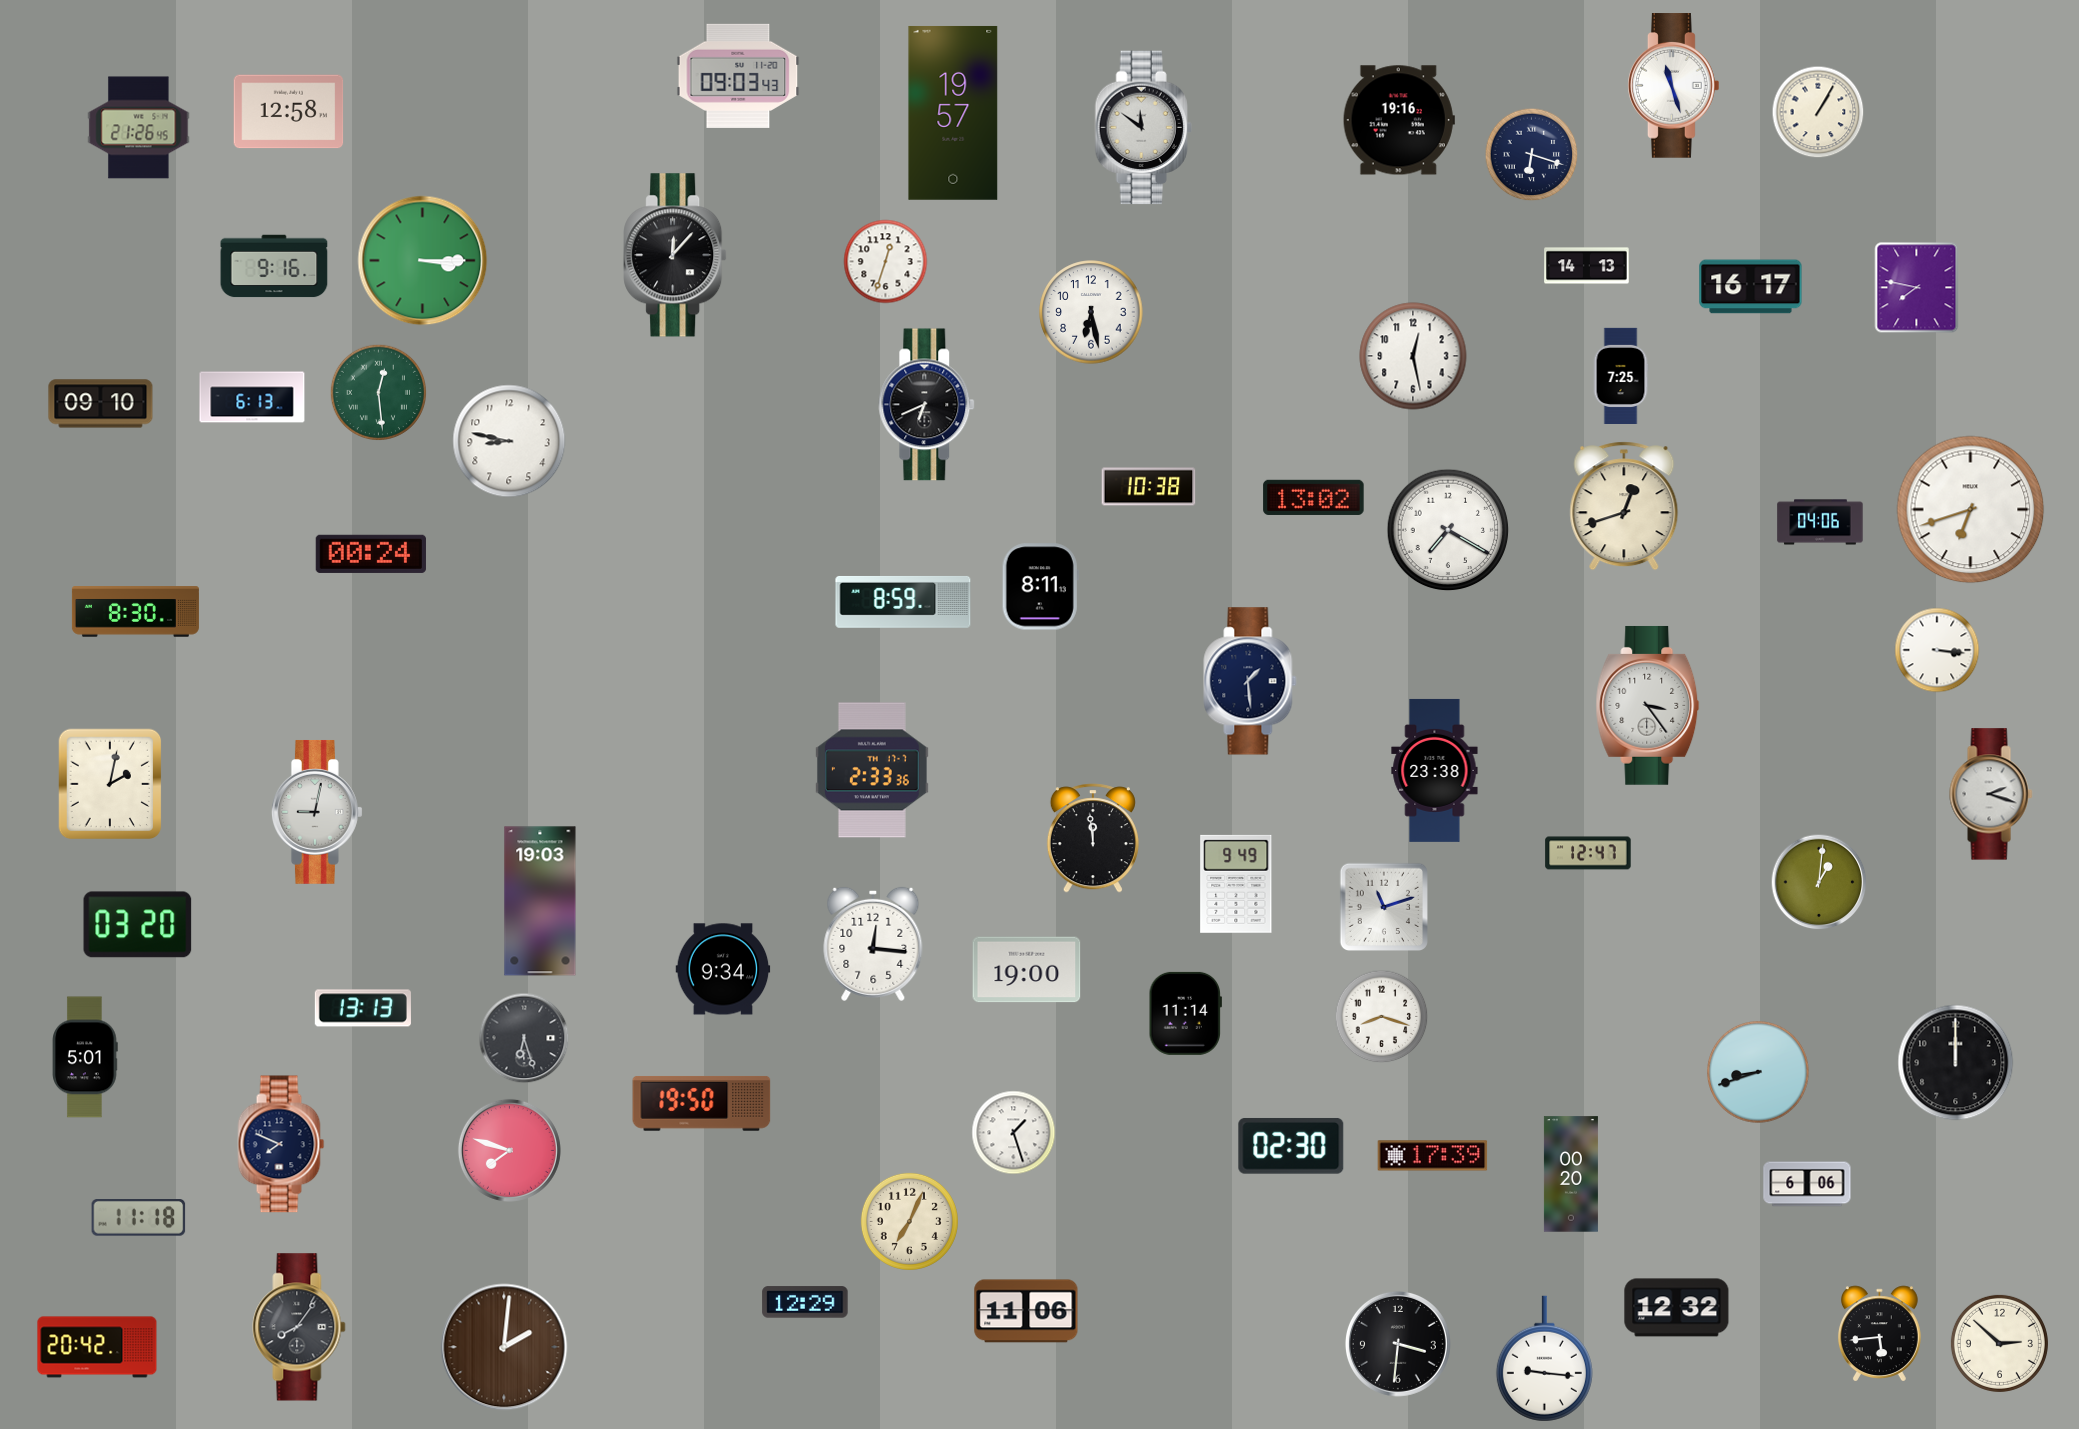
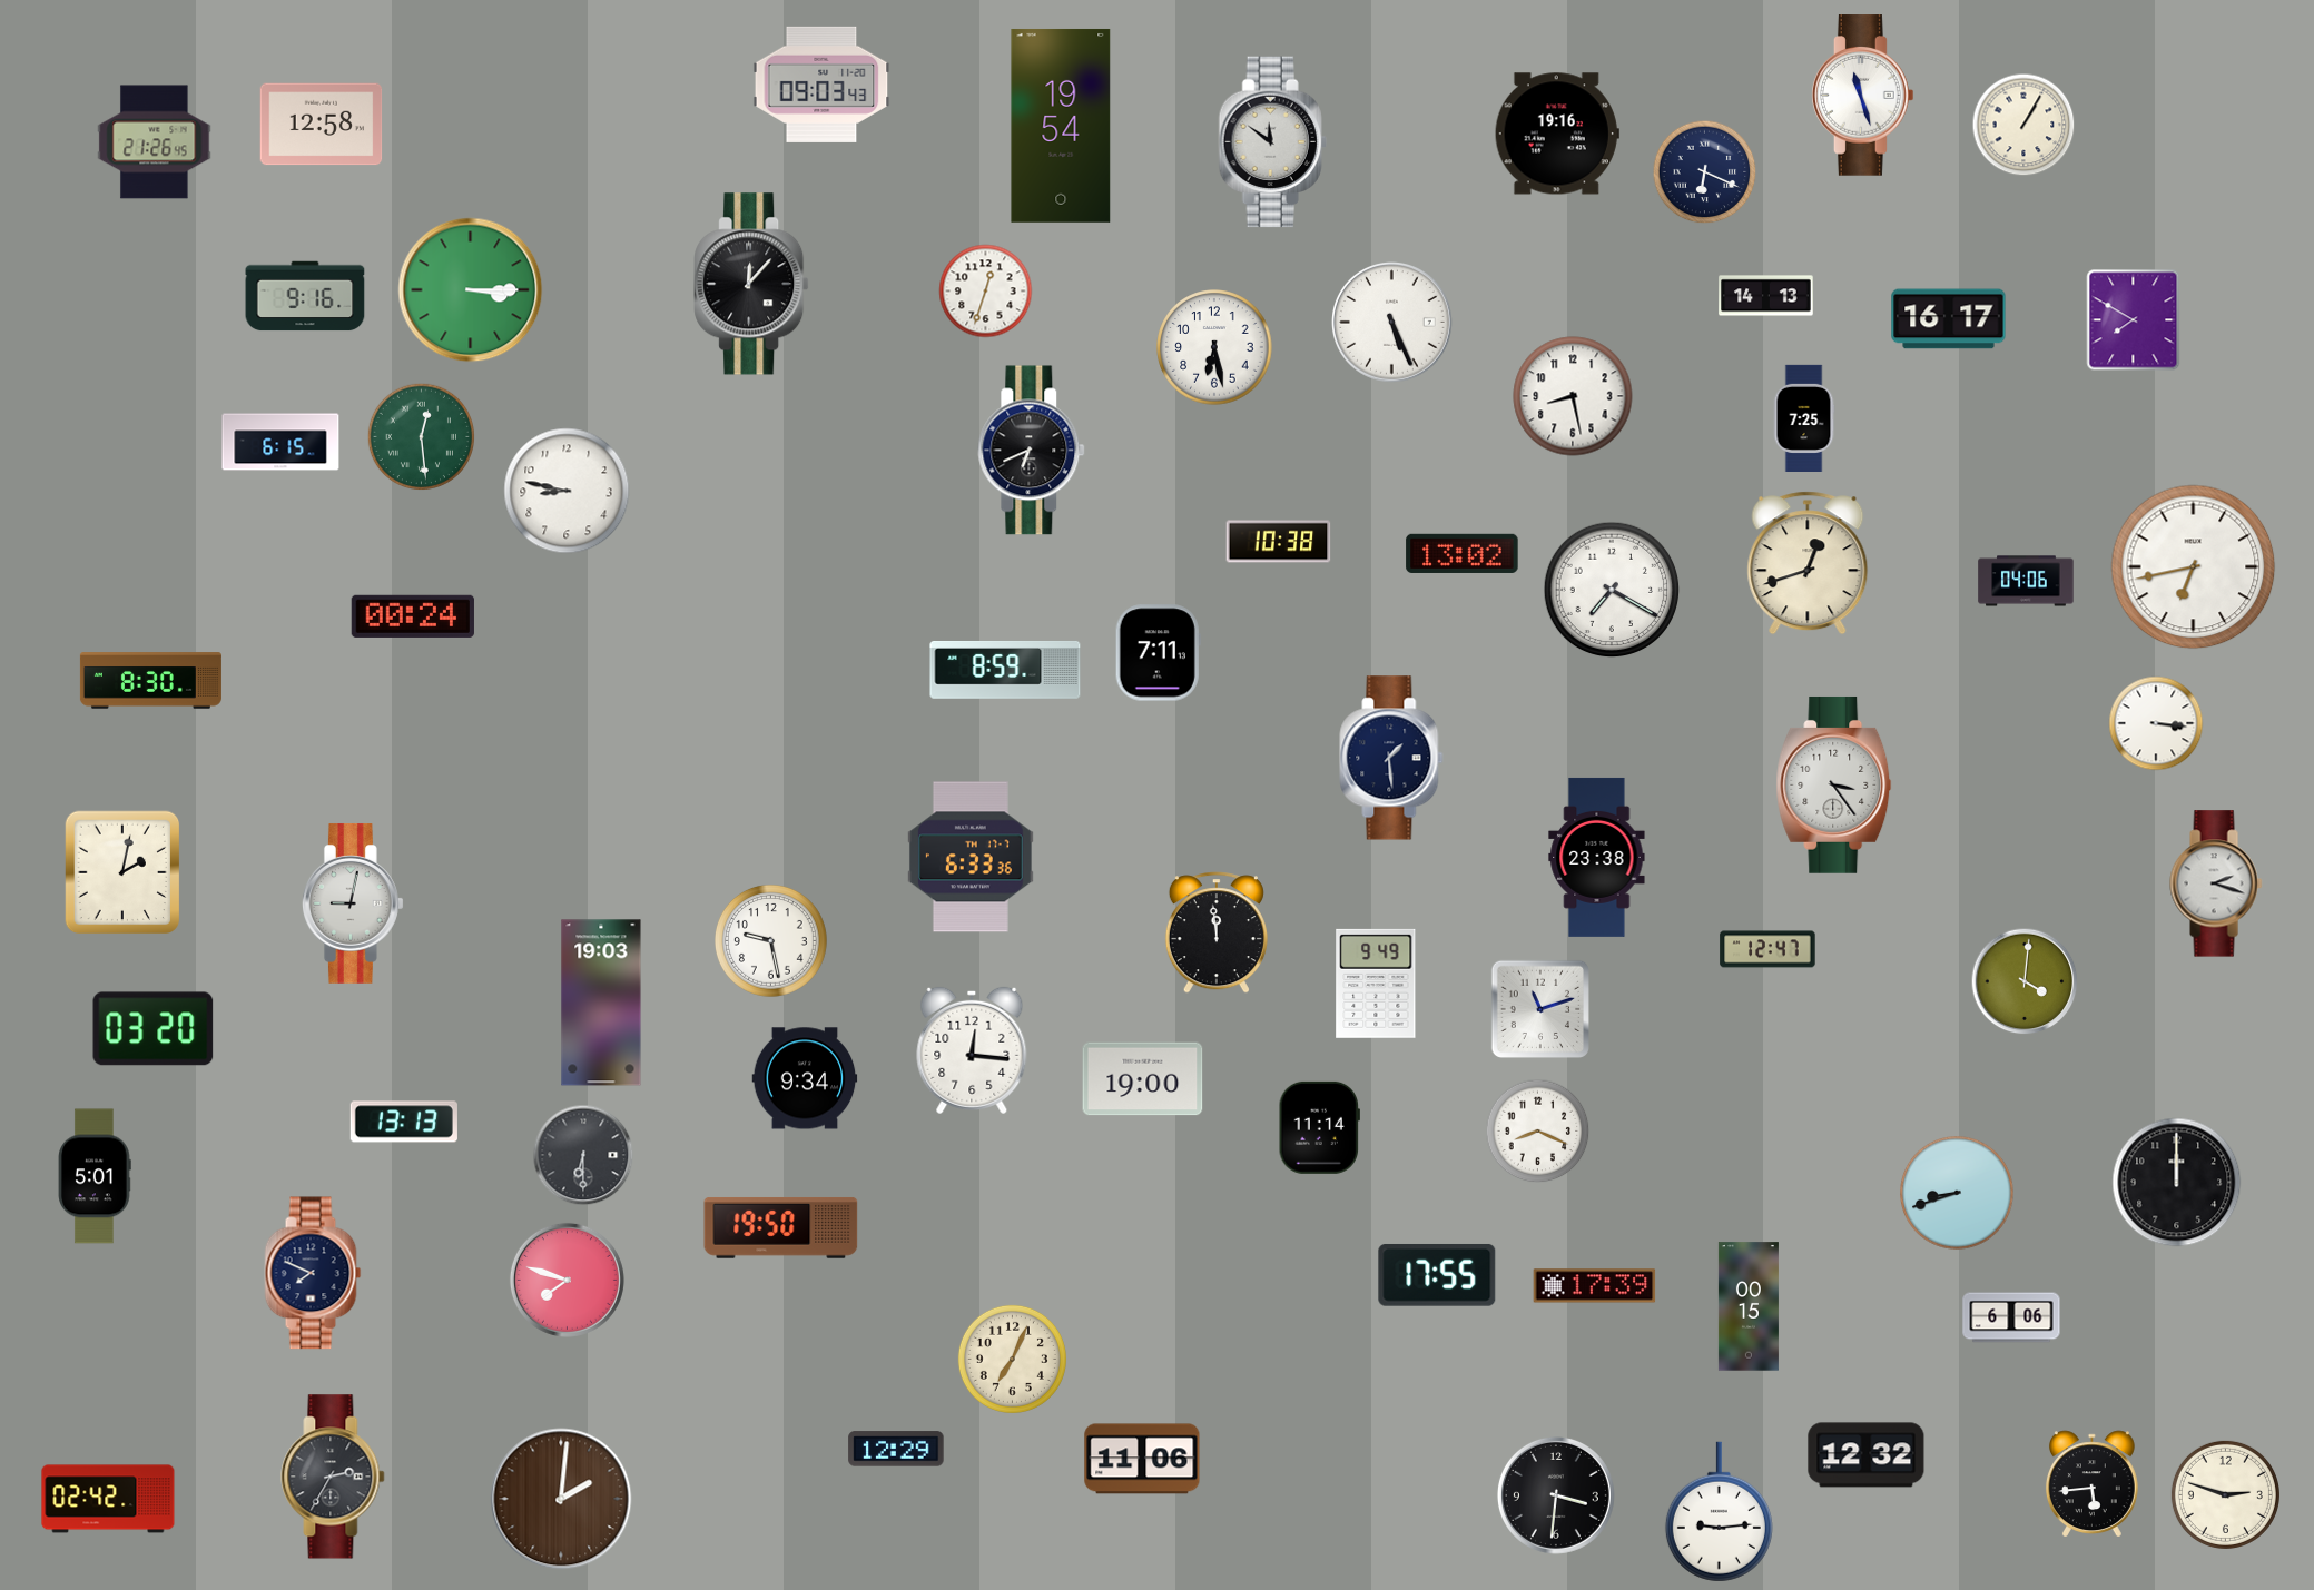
clock at (953, 113): 19:57 -> 19:54
clock at (1532, 155): 6:18 -> 6:19
clock at (1917, 288): 7:47 -> 7:50
clock at (1392, 323): none -> 5:26
clock at (1413, 356): 12:28 -> 8:28
clock at (252, 397): 6:13 -> 6:15
clock at (101, 404): 09:10 -> none
clock at (1971, 510): 6:42 -> 6:43
clock at (1040, 587): 8:11 -> 7:11
clock at (872, 770): 2:33 -> 6:33
clock at (771, 941): none -> 9:28
clock at (1819, 882): 1:01 -> 4:01
clock at (1382, 1017): 8:18 -> 8:19
clock at (524, 1038): 6:27 -> 6:30
clock at (1014, 1133): 1:27 -> none
clock at (1291, 1146): 02:30 -> 17:55
clock at (1571, 1174): 00:20 -> 00:15
clock at (139, 1218): 11:18 -> none
clock at (299, 1327): 8:06 -> 2:35
clock at (1999, 1343): 2:52 -> 2:48
clock at (97, 1347): 20:42 -> 02:42
clock at (1544, 1359): 9:16 -> 9:14
